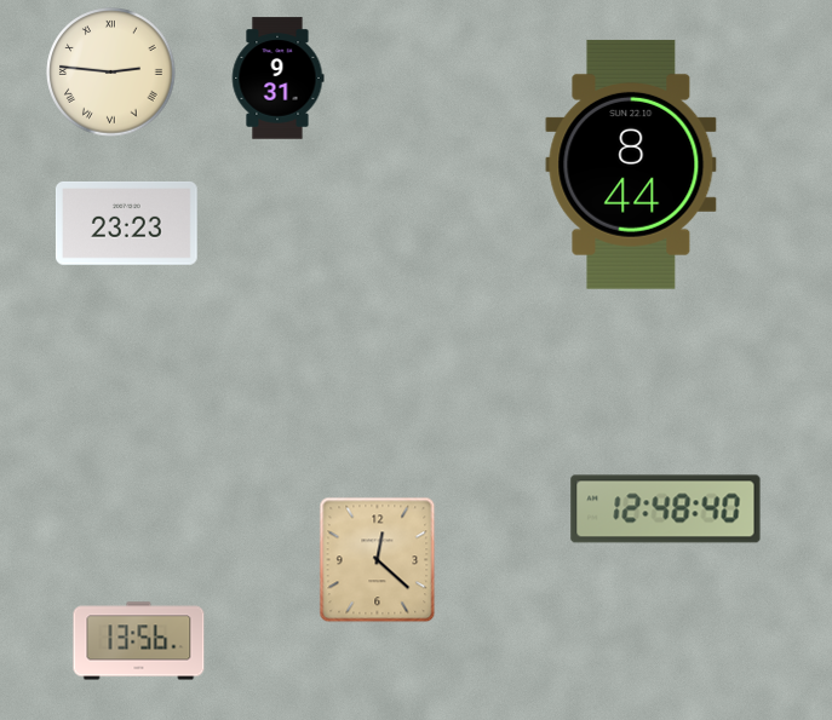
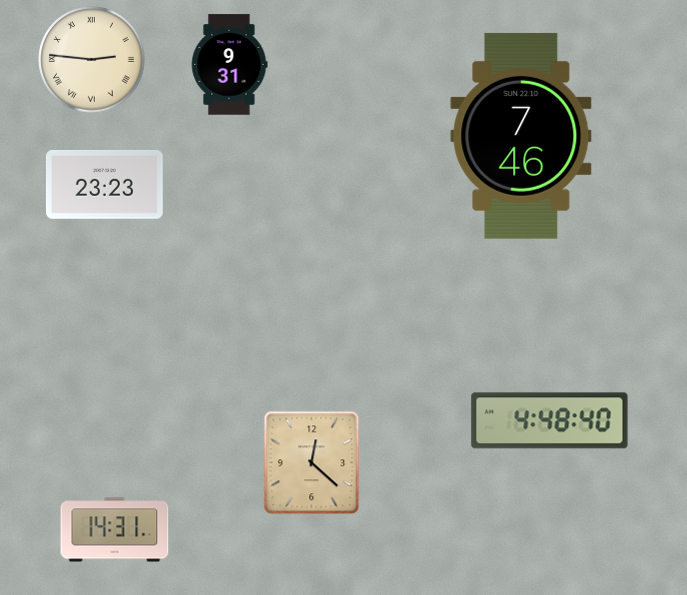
clock at (631, 165): 8:44 -> 7:46
clock at (666, 509): 12:48 -> 4:48
clock at (139, 641): 13:56 -> 14:31
